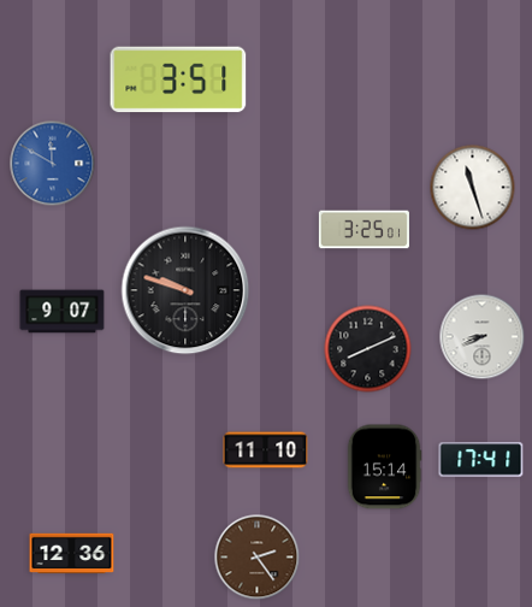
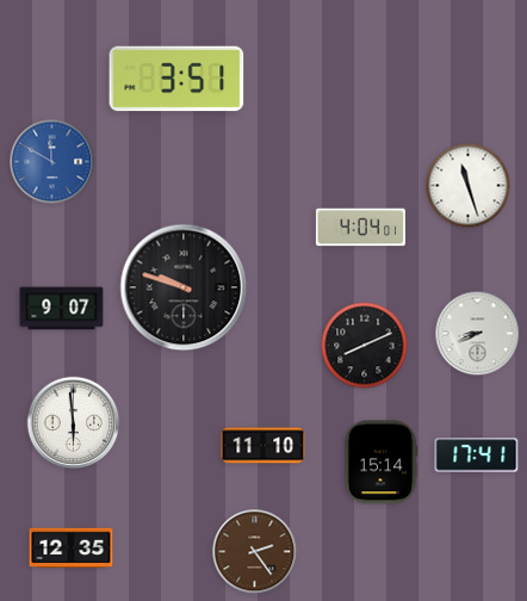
clock at (363, 230): 3:25 -> 4:04
clock at (74, 423): none -> 5:59
clock at (72, 554): 12:36 -> 12:35
